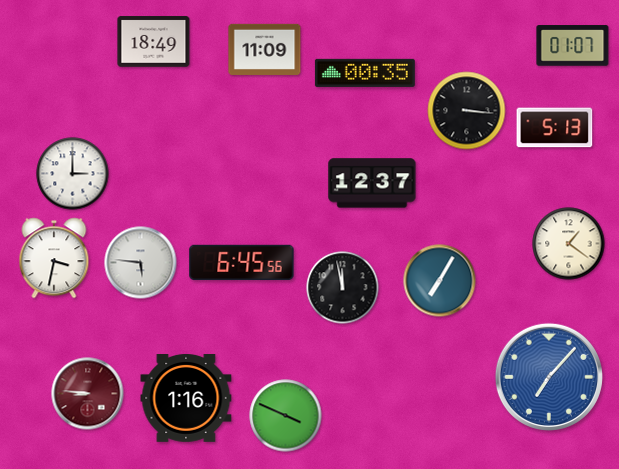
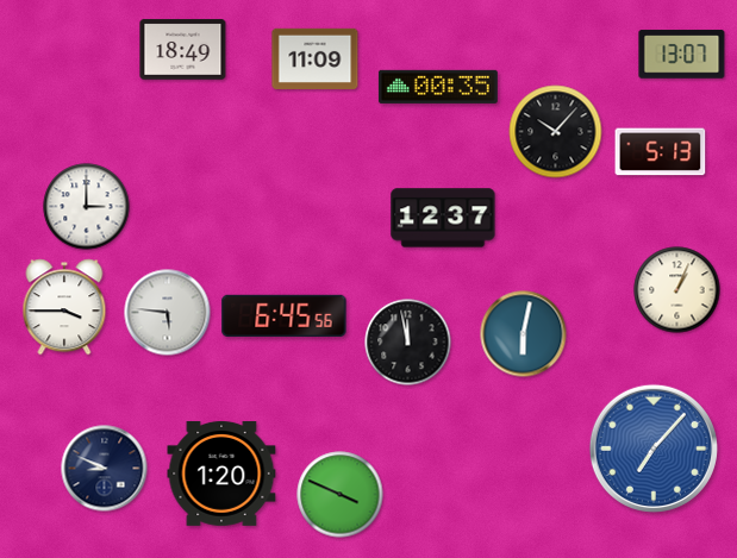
clock at (573, 46): 01:07 -> 13:07
clock at (365, 73) position: (365, 73) -> (438, 87)
clock at (467, 111): 3:16 -> 10:07
clock at (569, 244): 1:21 -> 1:04
clock at (54, 258): 3:32 -> 3:45
clock at (242, 262) position: (242, 262) -> (285, 315)
clock at (440, 281): 7:05 -> 6:02
clock at (88, 394): 8:46 -> 8:49
clock at (88, 394) dial: burgundy -> navy
clock at (186, 399): 1:16 -> 1:20
